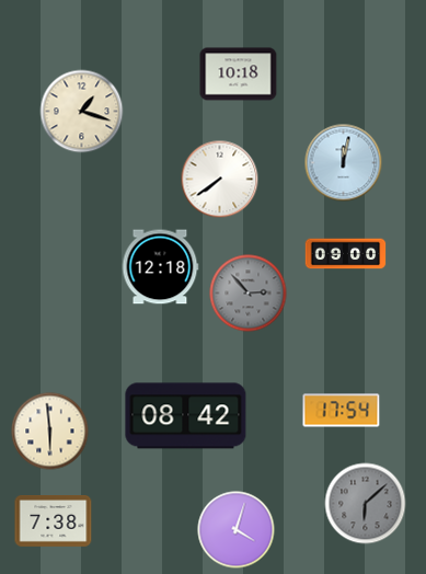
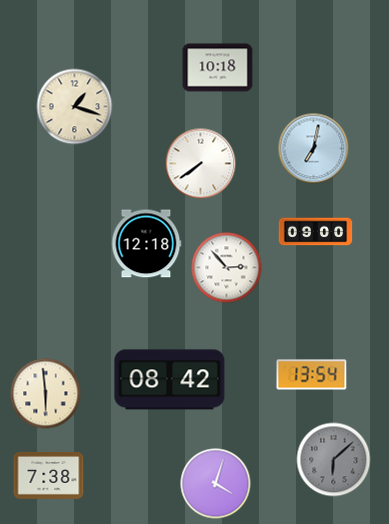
clock at (82, 112) position: (82, 112) -> (75, 107)
clock at (344, 163): 12:02 -> 7:02
clock at (249, 294) dial: grey -> white
clock at (342, 411): 17:54 -> 13:54
